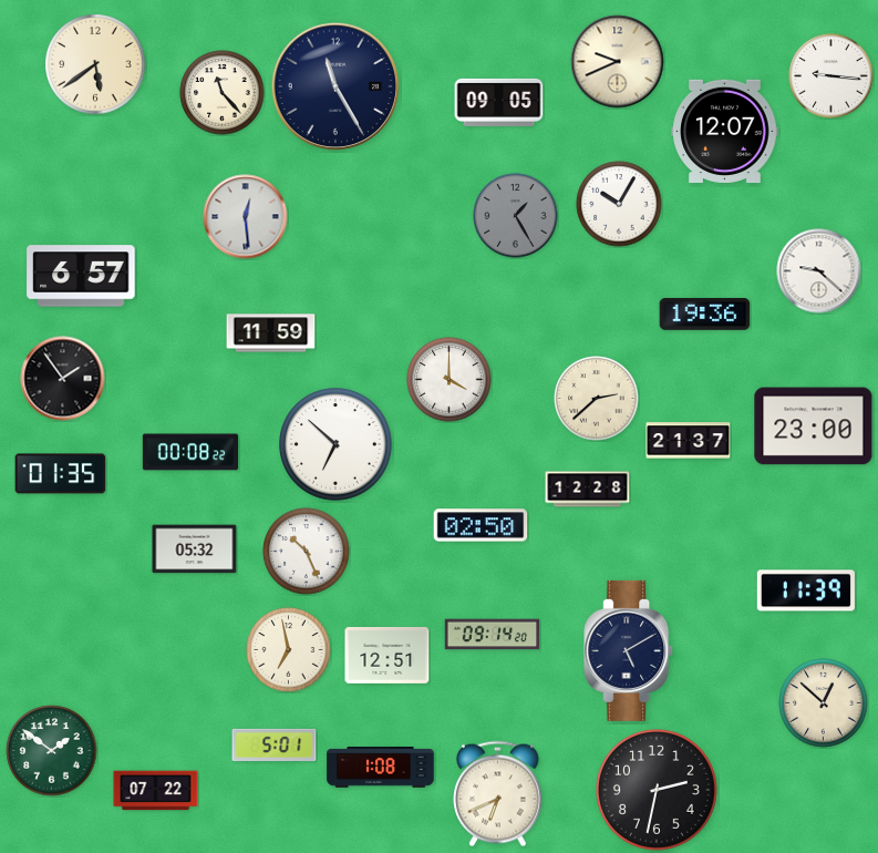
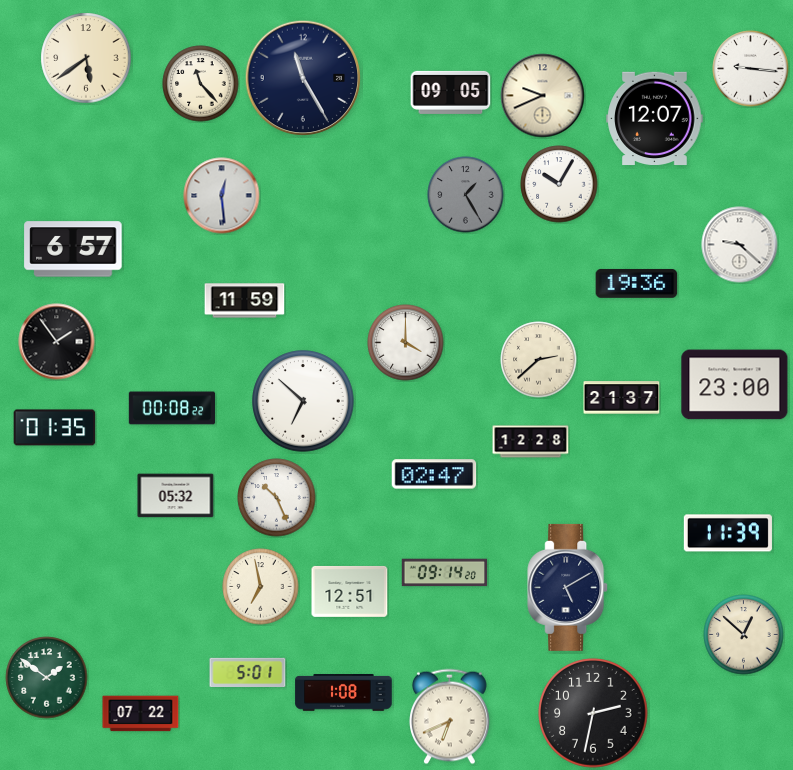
clock at (618, 62) position: (618, 62) -> (543, 96)
clock at (481, 525): 02:50 -> 02:47
